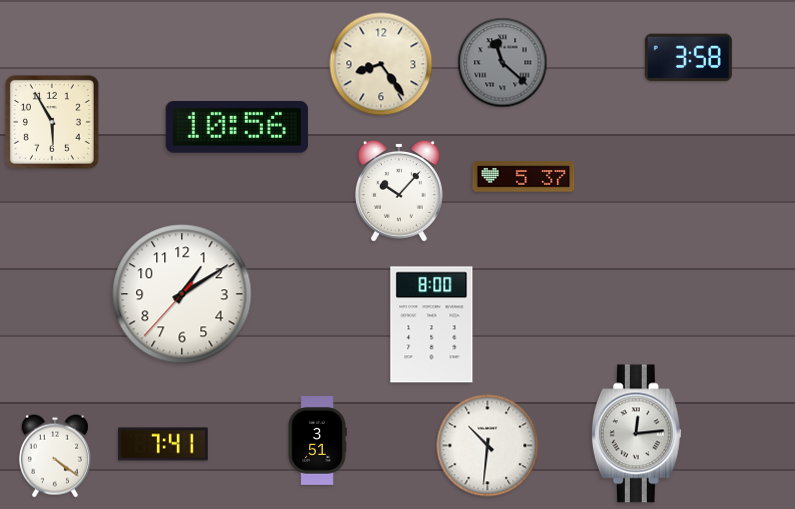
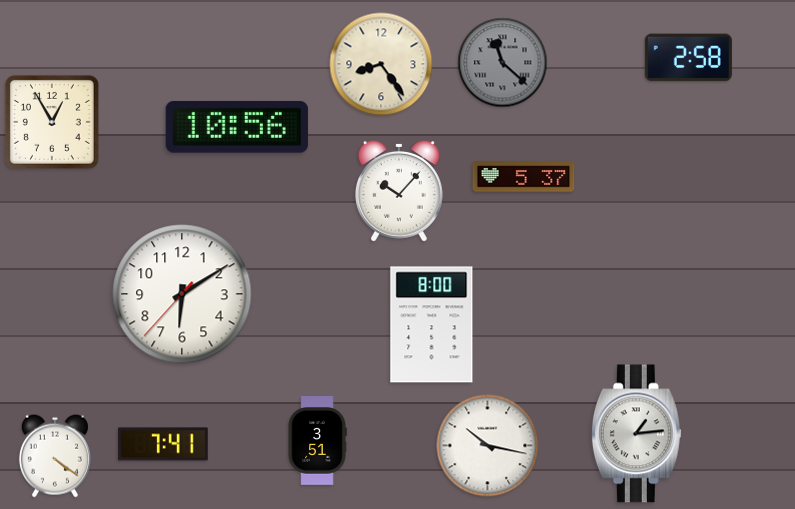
clock at (688, 58): 3:58 -> 2:58
clock at (52, 122): 5:55 -> 12:55
clock at (182, 294): 1:09 -> 6:09
clock at (636, 434): 12:14 -> 1:14
clock at (488, 446): 10:31 -> 10:17
